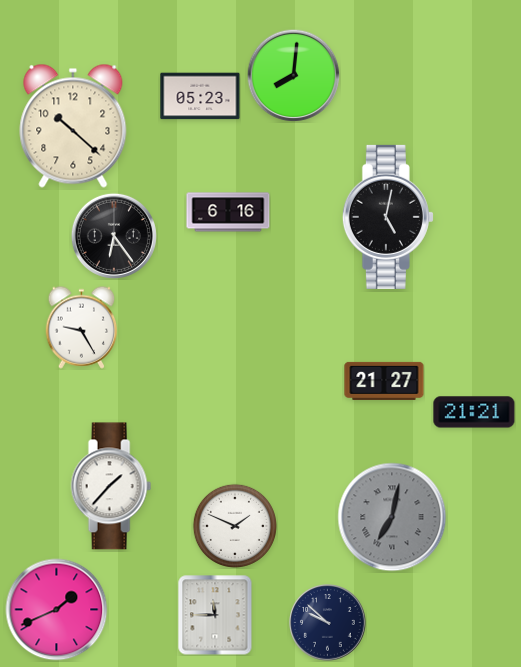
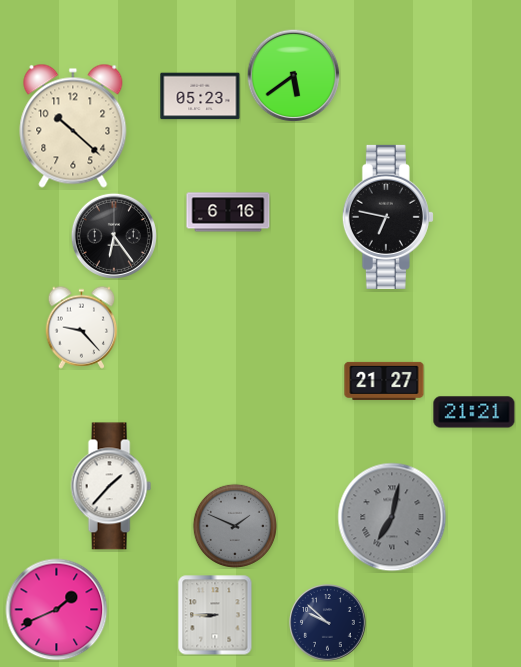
clock at (293, 75): 8:01 -> 5:39
clock at (388, 217): 5:02 -> 6:47
clock at (82, 327): 9:25 -> 9:23
clock at (234, 525) dial: white -> grey
clock at (215, 615): 11:45 -> 8:45
